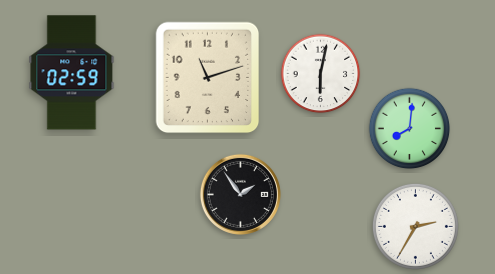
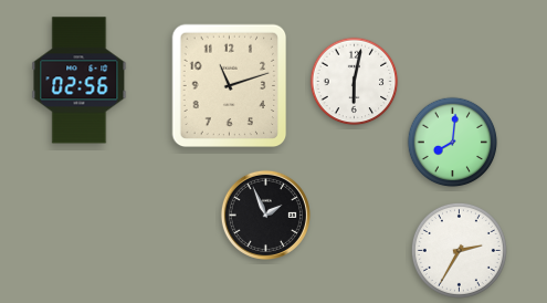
clock at (72, 73): 02:59 -> 02:56
clock at (240, 194): 1:54 -> 1:56
